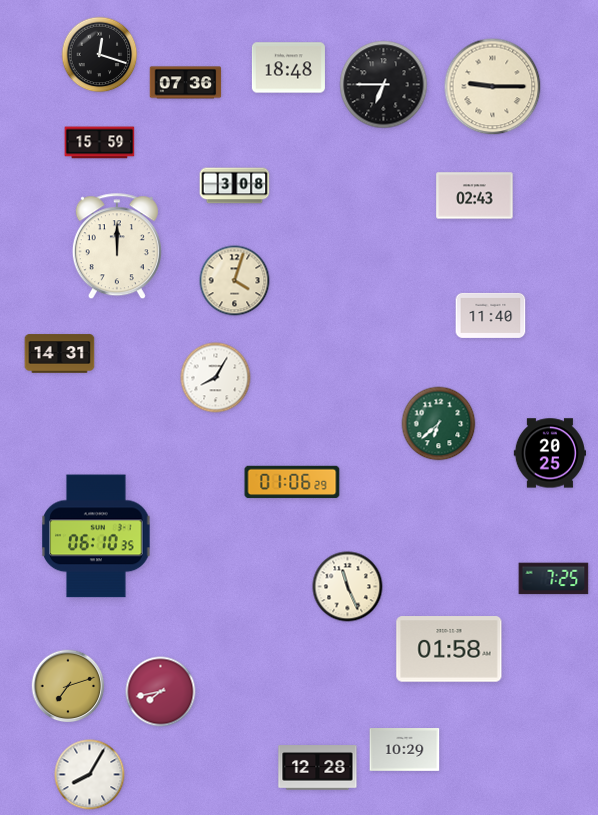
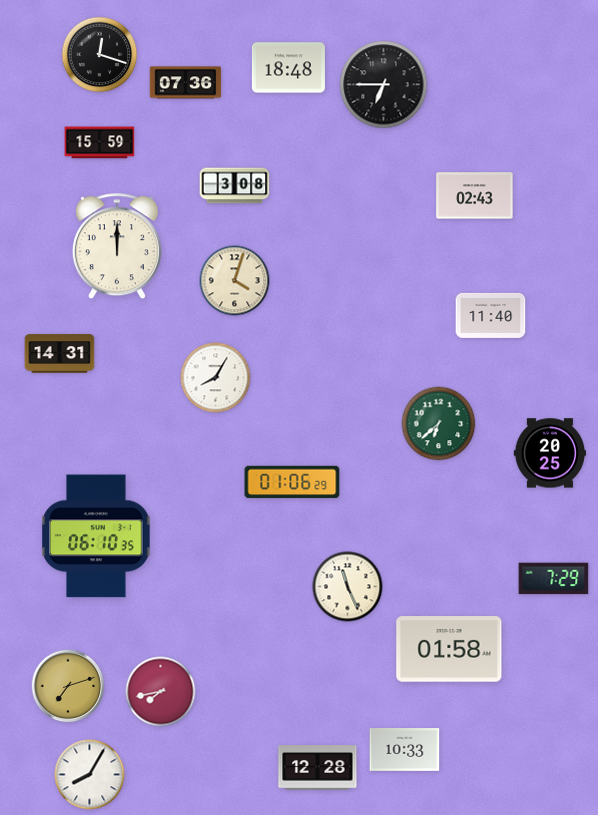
clock at (493, 87): 9:15 -> none
clock at (554, 579): 7:25 -> 7:29
clock at (405, 750): 10:29 -> 10:33
